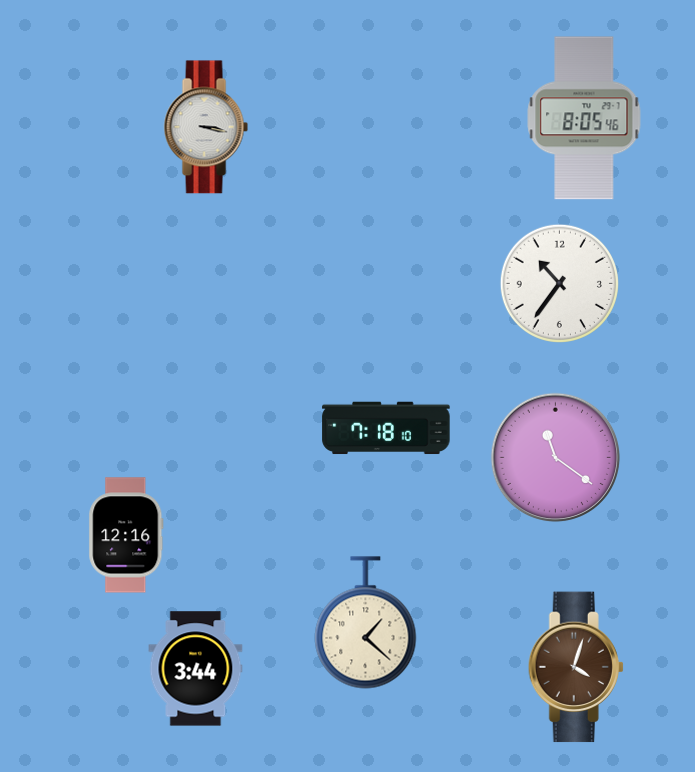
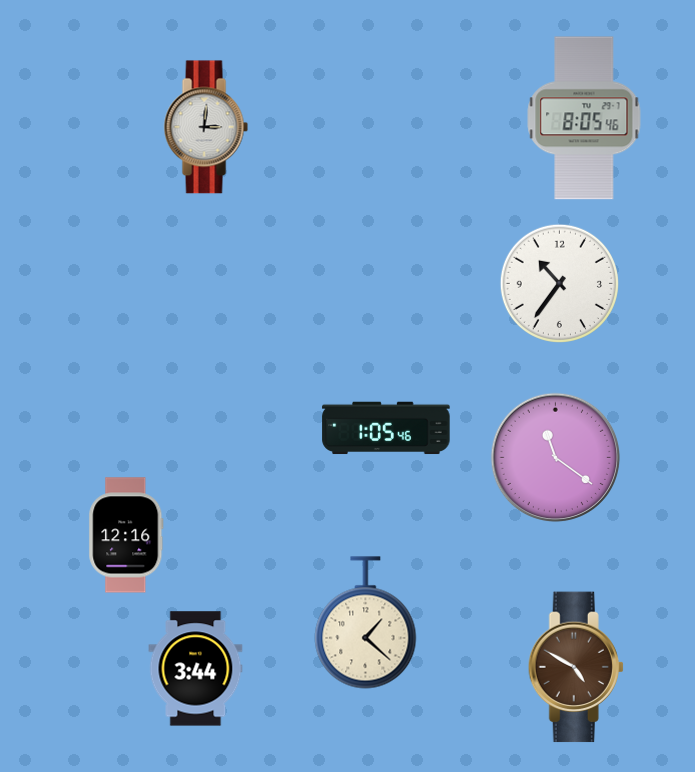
clock at (206, 127): 3:17 -> 3:01
clock at (386, 428): 7:18 -> 1:05
clock at (576, 667): 4:03 -> 4:50
